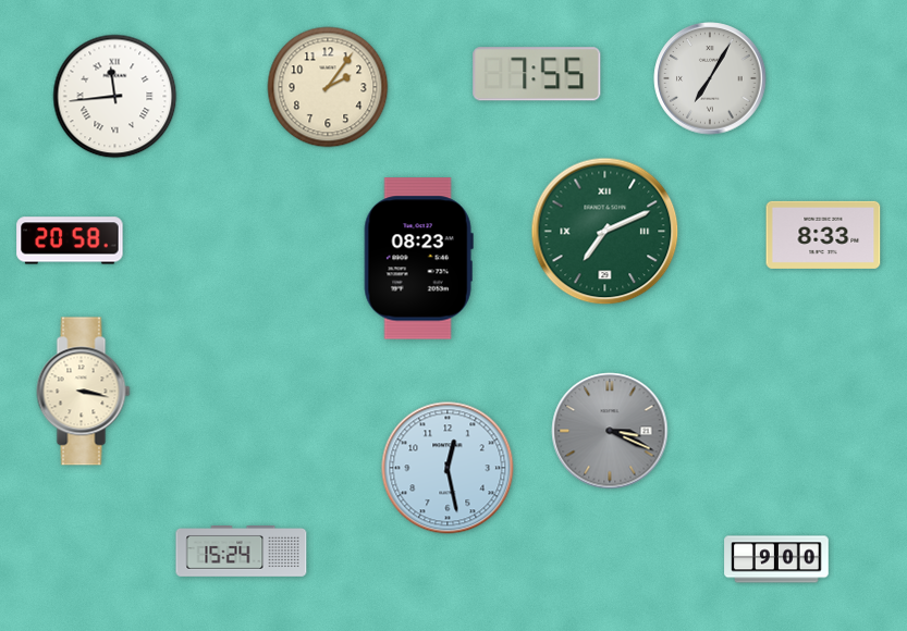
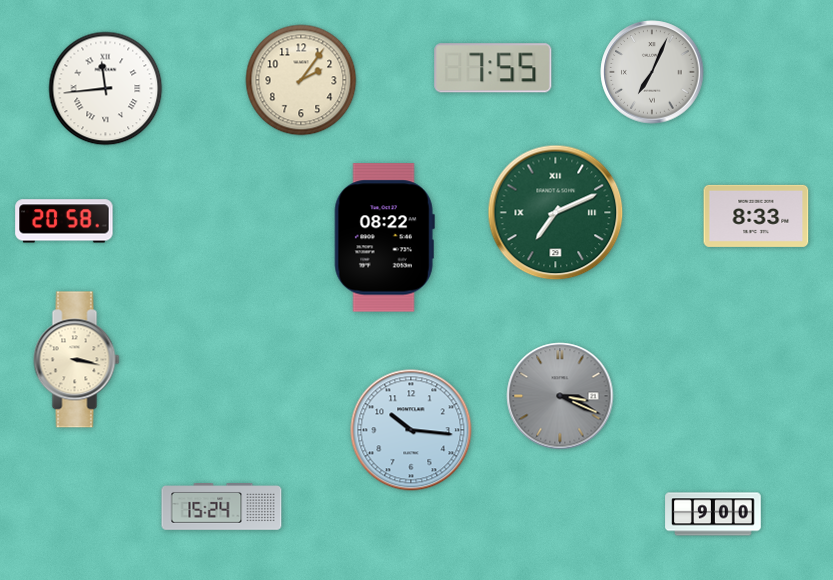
clock at (710, 78): 7:05 -> 7:04
clock at (418, 259): 08:23 -> 08:22
clock at (448, 468): 12:28 -> 10:16
